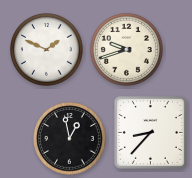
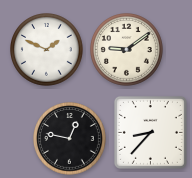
clock at (127, 50): 9:42 -> 9:09
clock at (70, 139): 12:58 -> 12:47
